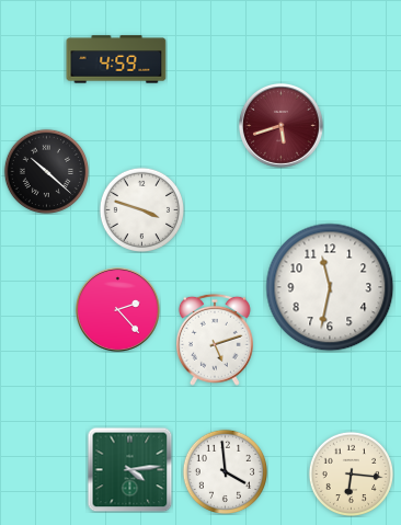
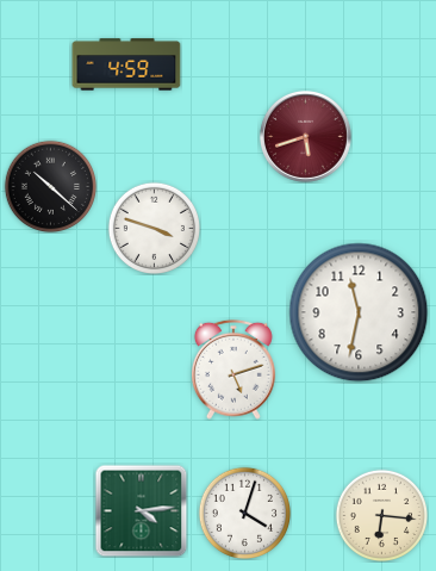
clock at (117, 309): 2:23 -> none
clock at (225, 471): 3:59 -> 4:03
